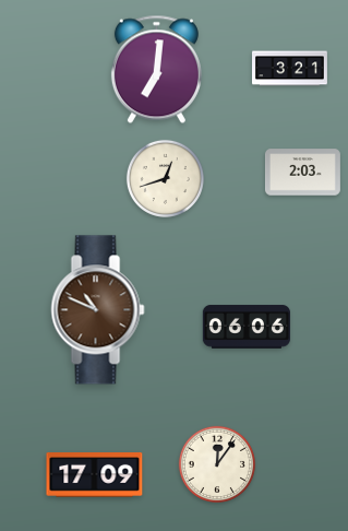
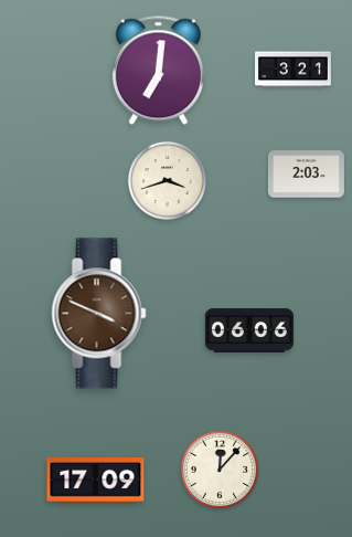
clock at (165, 178): 12:42 -> 3:42
clock at (98, 310): 10:49 -> 3:49
clock at (217, 464): 12:06 -> 12:07
